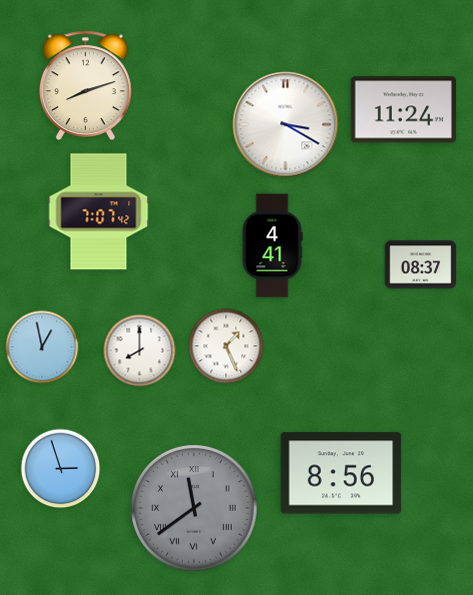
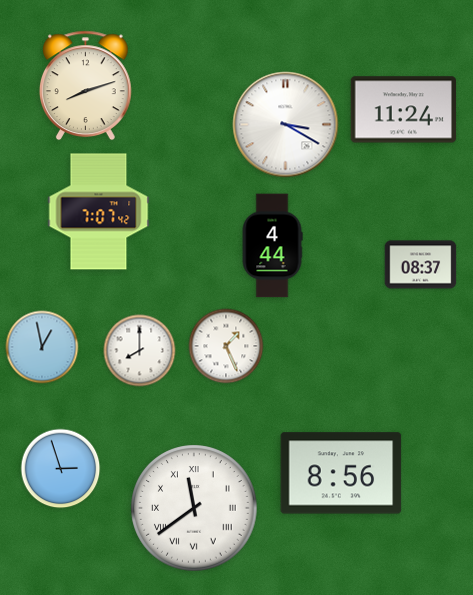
clock at (272, 246): 4:41 -> 4:44
clock at (194, 508) dial: grey -> white
